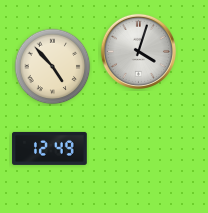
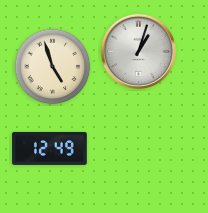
clock at (138, 51): 4:03 -> 1:03
clock at (53, 67): 4:53 -> 4:57
